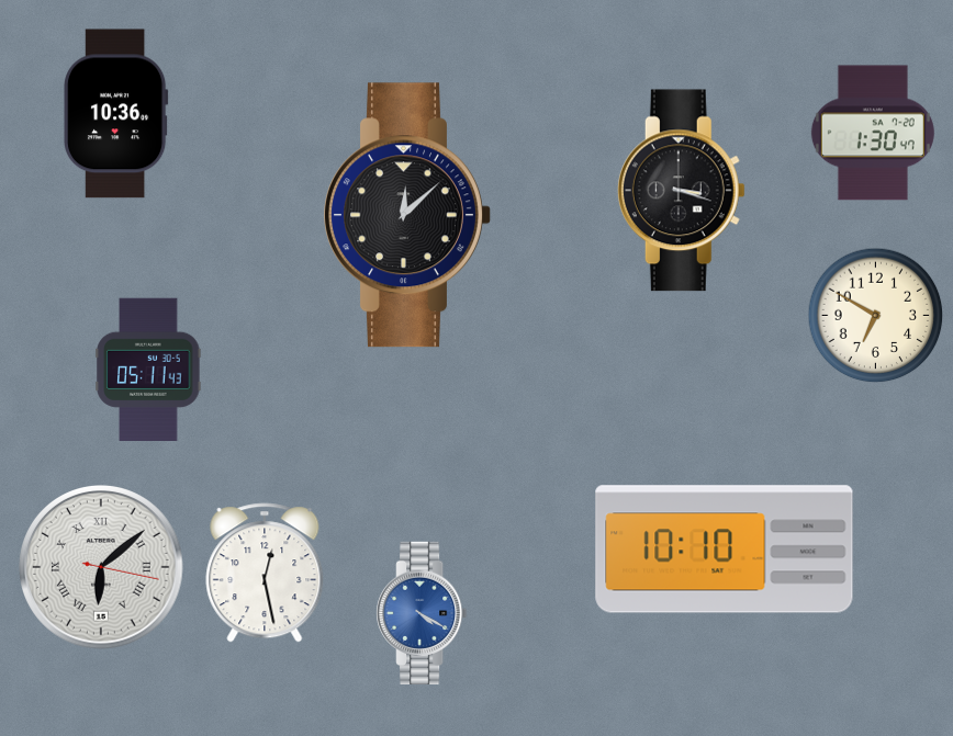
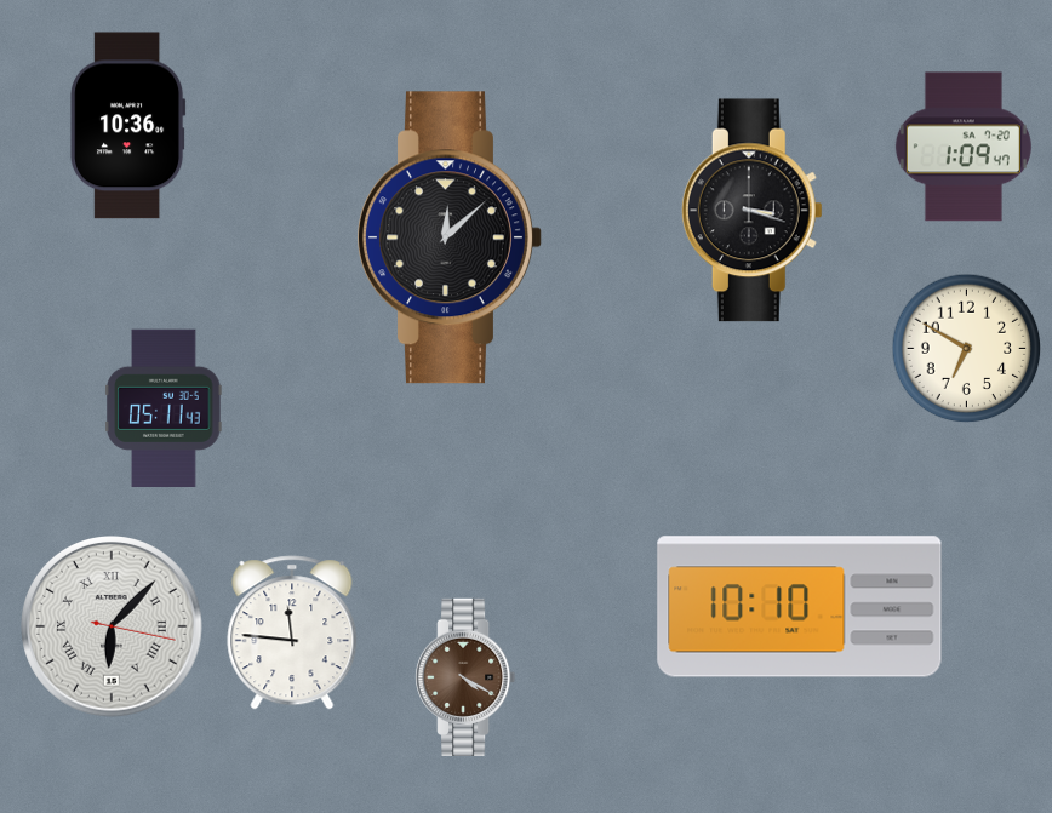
clock at (873, 133): 1:30 -> 1:09
clock at (102, 568): 6:08 -> 6:07
clock at (265, 573): 12:28 -> 11:46
clock at (423, 612) dial: blue -> brown
